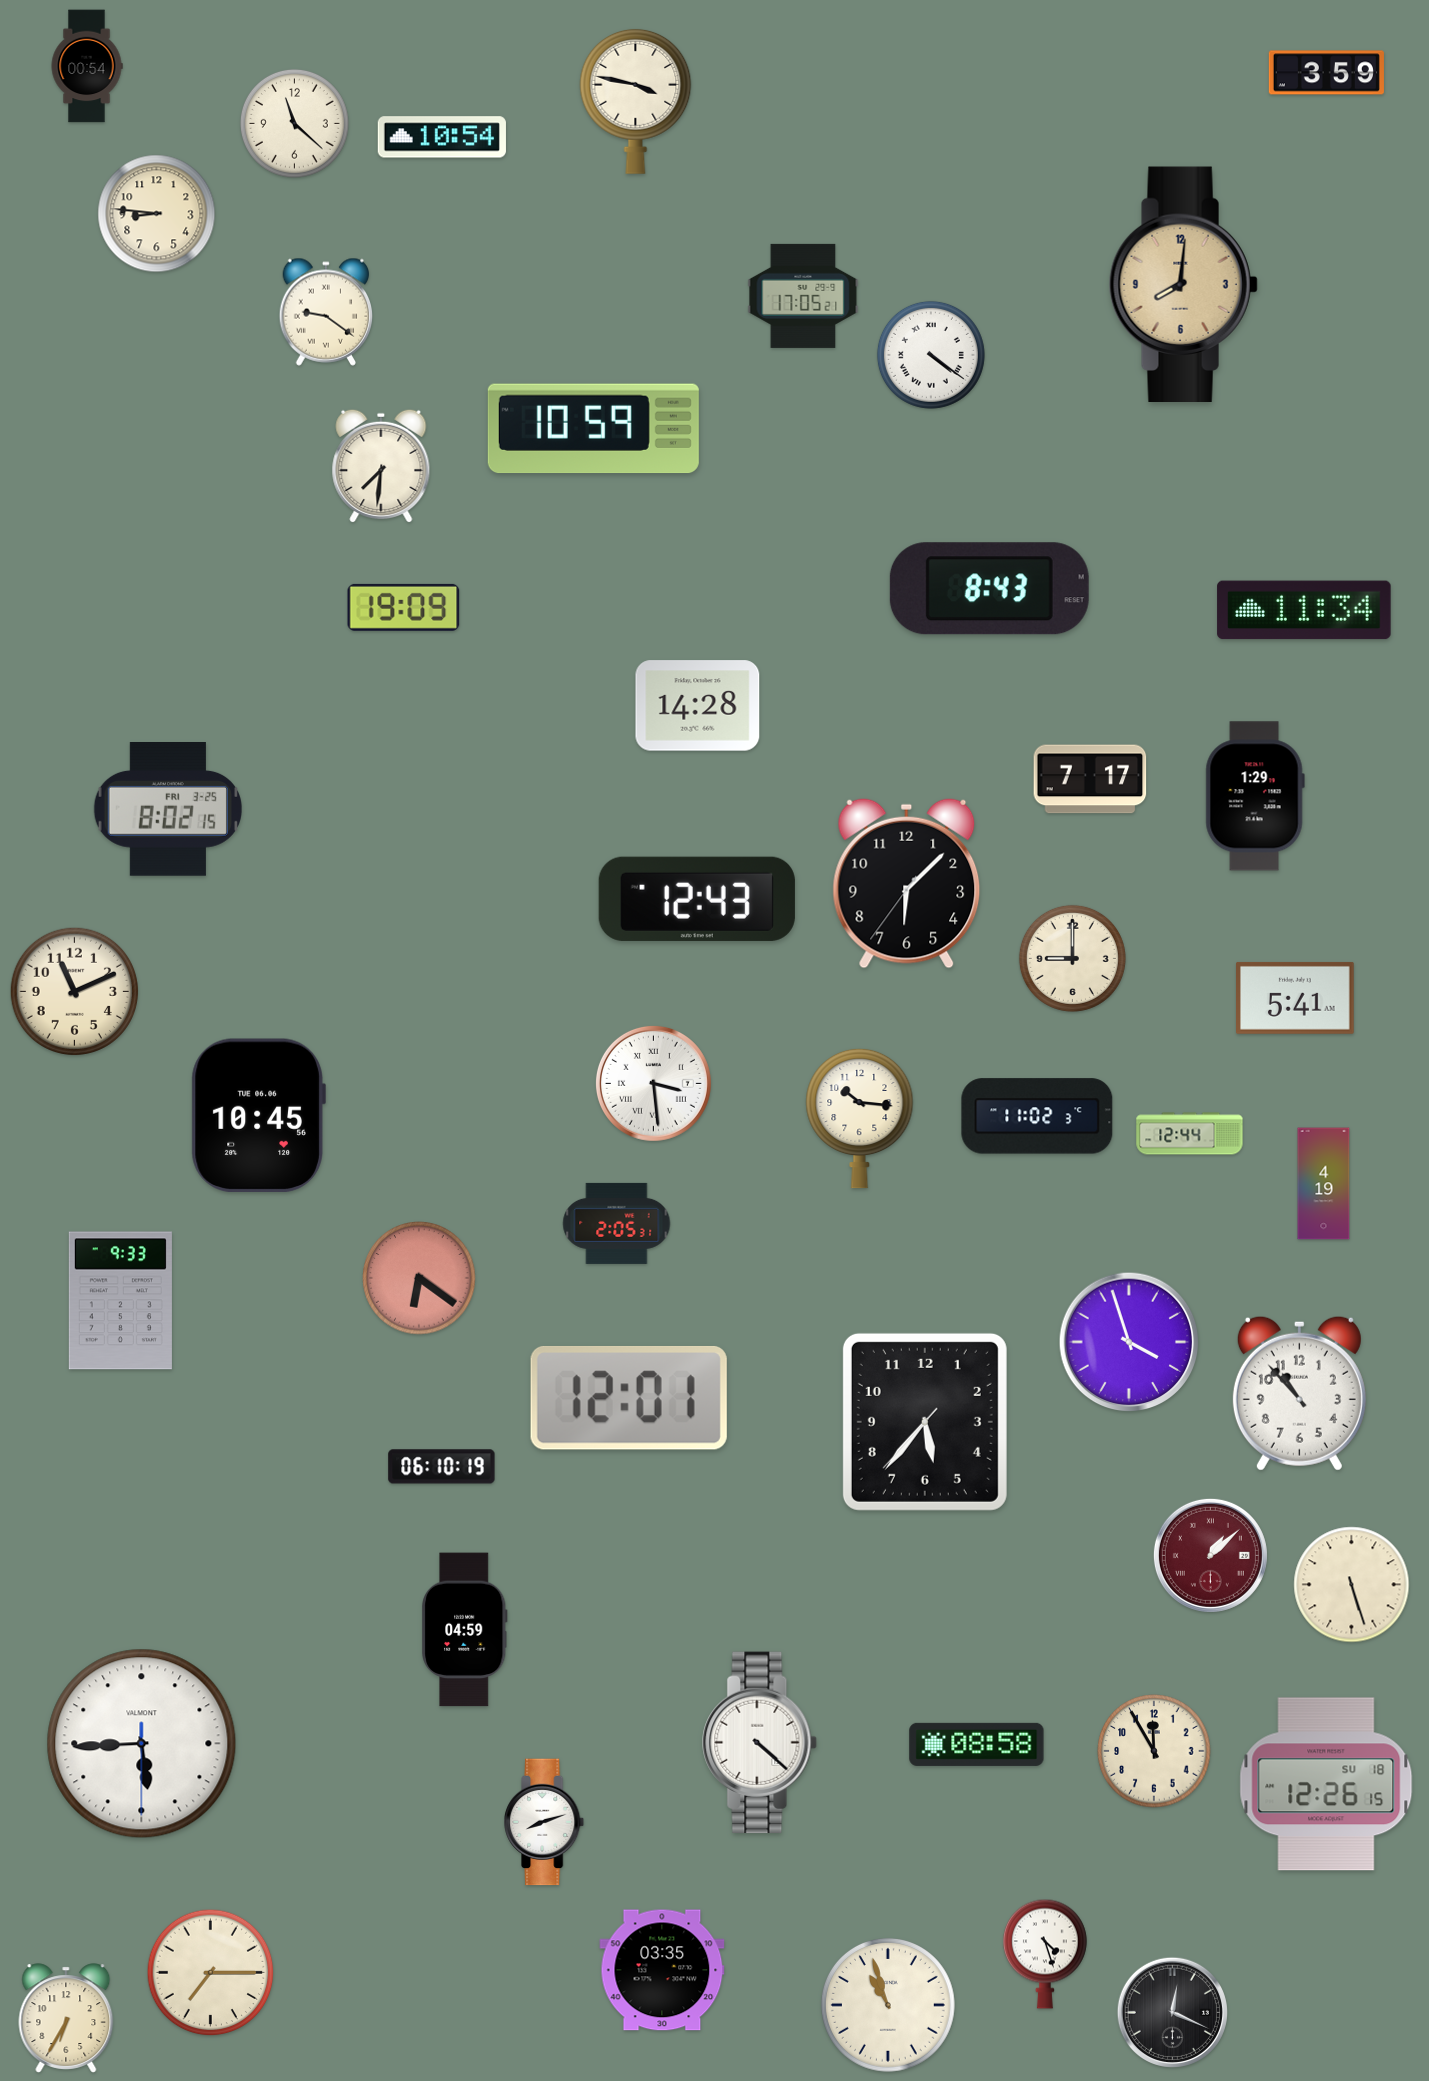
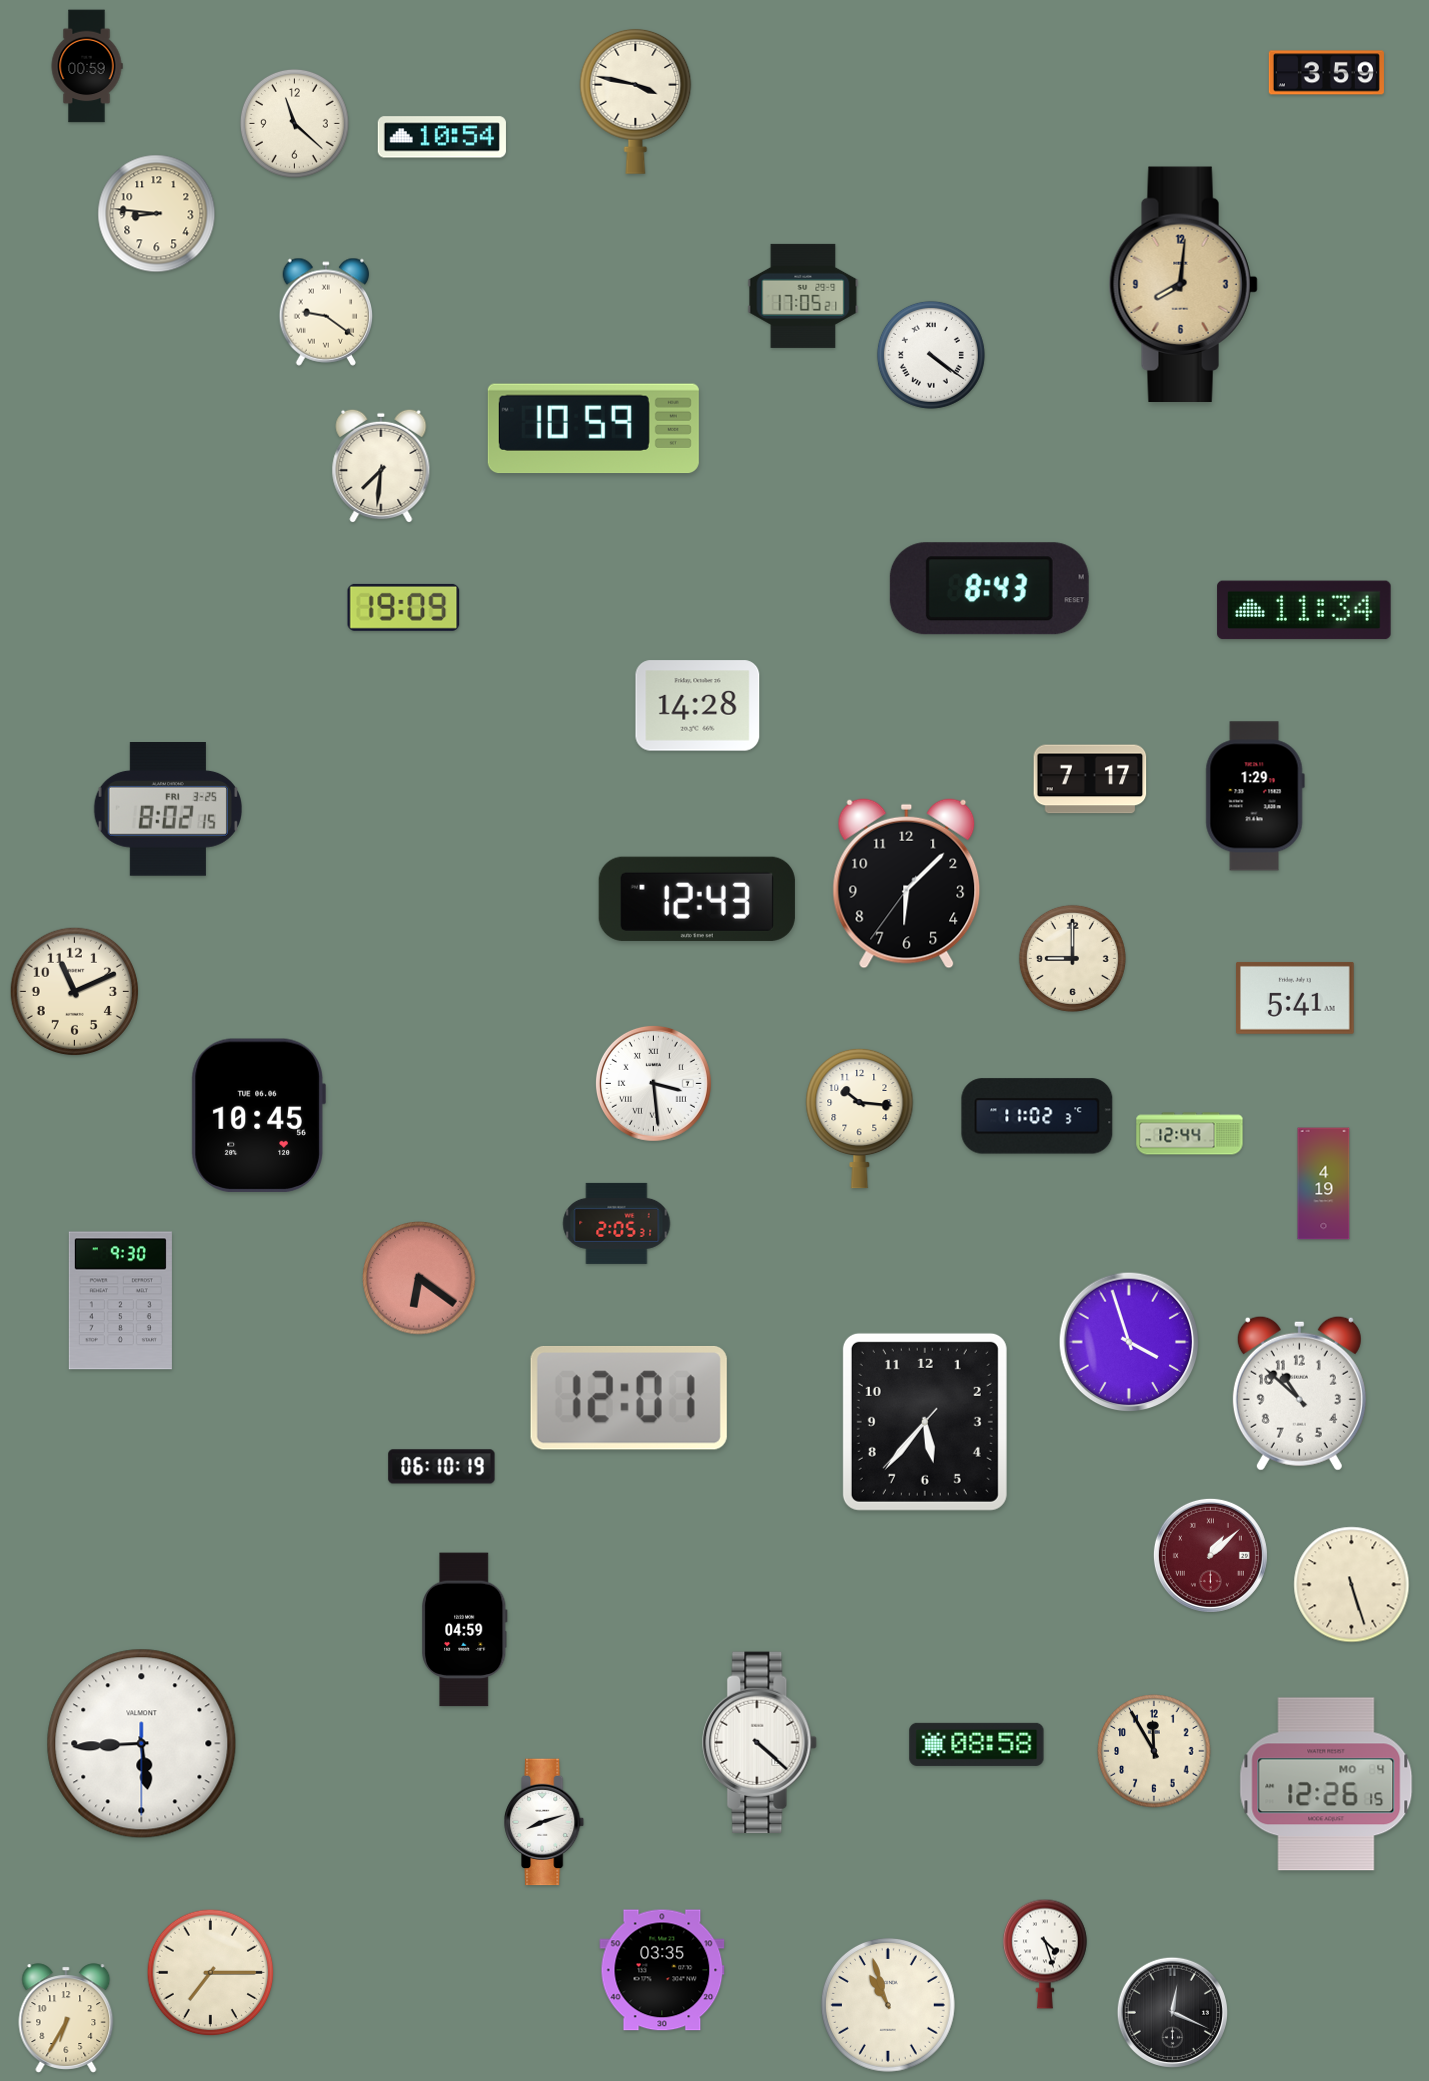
clock at (87, 66): 00:54 -> 00:59
clock at (120, 1301): 9:33 -> 9:30
clock at (1299, 1393): 10:53 -> 10:52
clock at (1326, 1784) date: SU 18 -> MO 4
